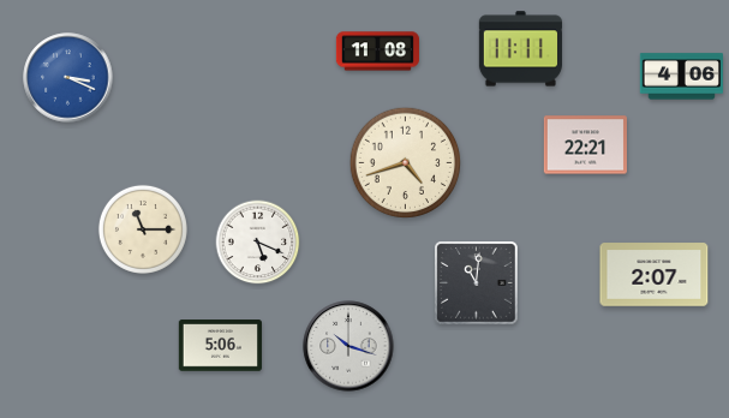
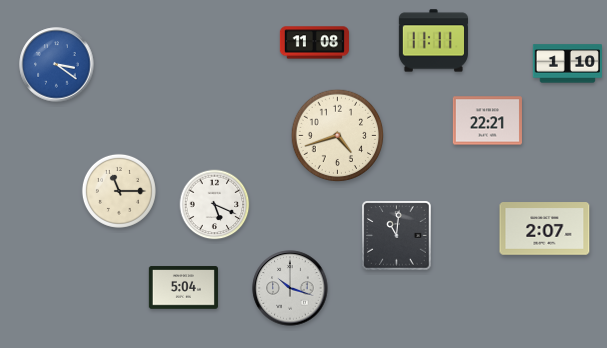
clock at (681, 77): 4:06 -> 1:10
clock at (68, 78): 3:19 -> 3:21
clock at (258, 243) position: (258, 243) -> (215, 205)
clock at (220, 346): 5:06 -> 5:04
